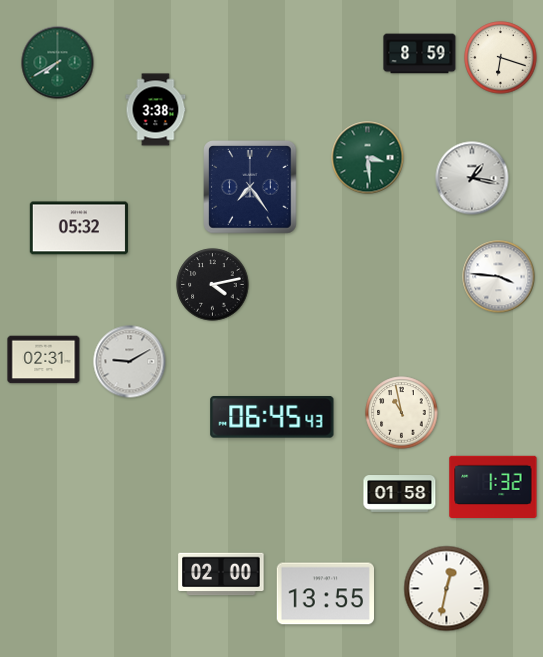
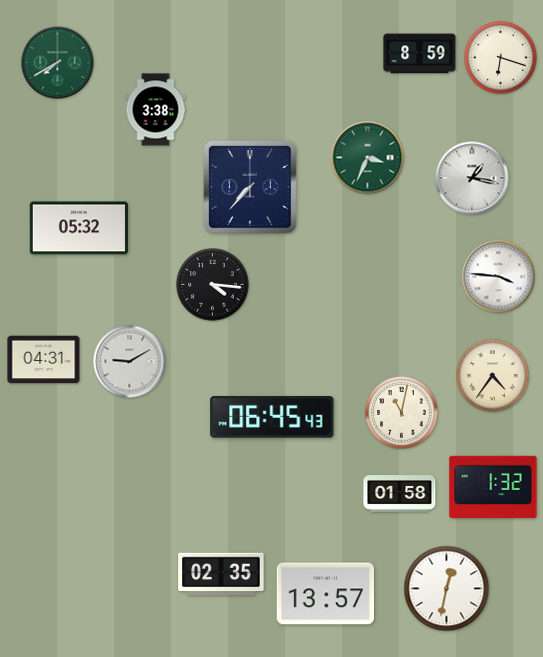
clock at (368, 158): 3:29 -> 3:34
clock at (250, 187): 7:24 -> 7:37
clock at (213, 285): 4:13 -> 4:16
clock at (44, 360): 02:31 -> 04:31
clock at (493, 376): none -> 4:36
clock at (402, 413): 10:58 -> 11:02
clock at (221, 574): 02:00 -> 02:35
clock at (325, 594): 13:55 -> 13:57
